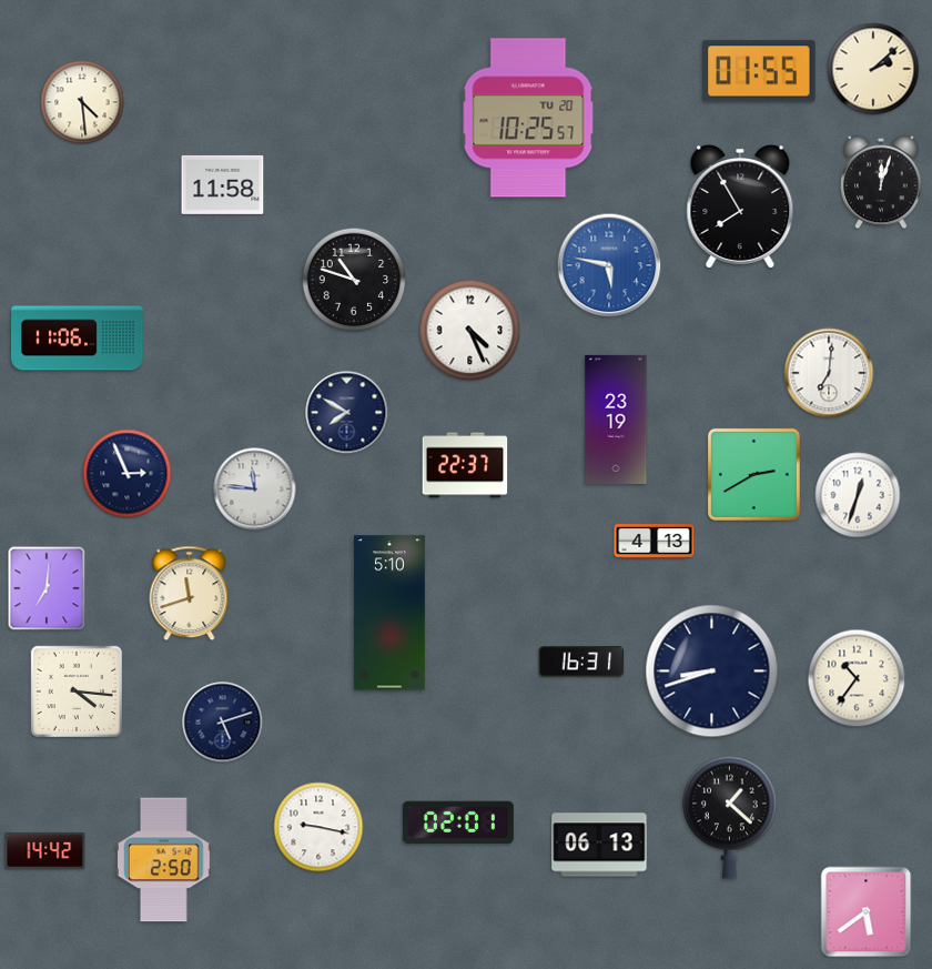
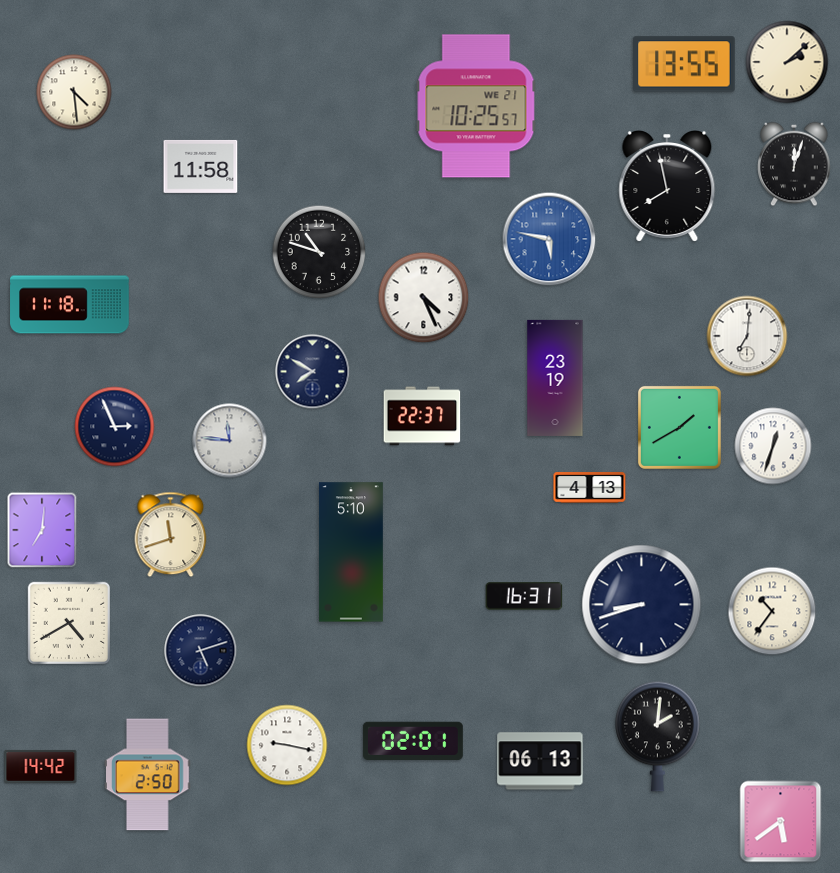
clock at (759, 71): 01:55 -> 13:55
clock at (528, 118) date: TU 20 -> WE 21
clock at (740, 208): 7:55 -> 7:58
clock at (78, 339): 11:06 -> 11:18
clock at (465, 465) position: (465, 465) -> (422, 416)
clock at (753, 474): 2:40 -> 1:40
clock at (75, 690): 4:16 -> 4:40
clock at (730, 817): 1:22 -> 2:01
